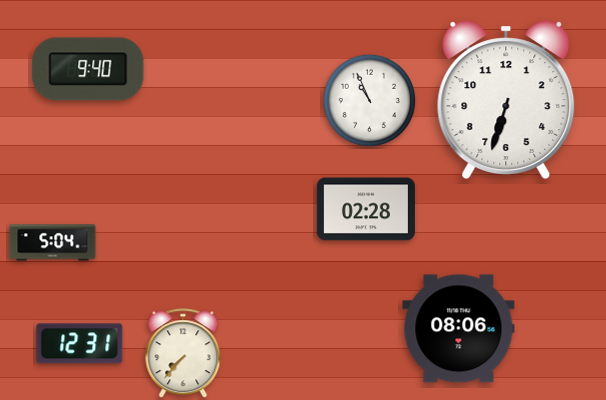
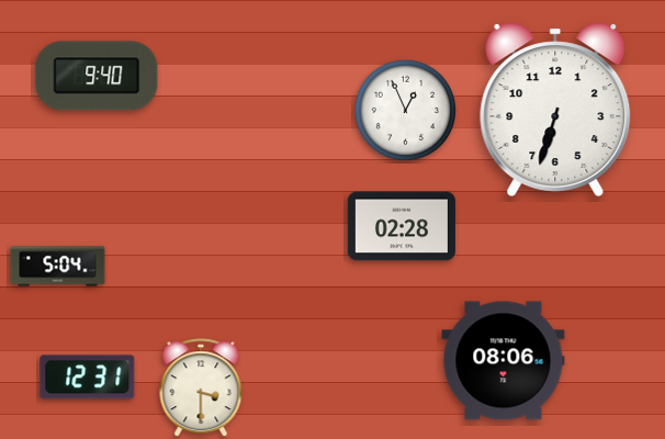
clock at (370, 101): 10:56 -> 12:56
clock at (366, 209) position: (366, 209) -> (402, 226)
clock at (183, 354): 7:37 -> 3:30
